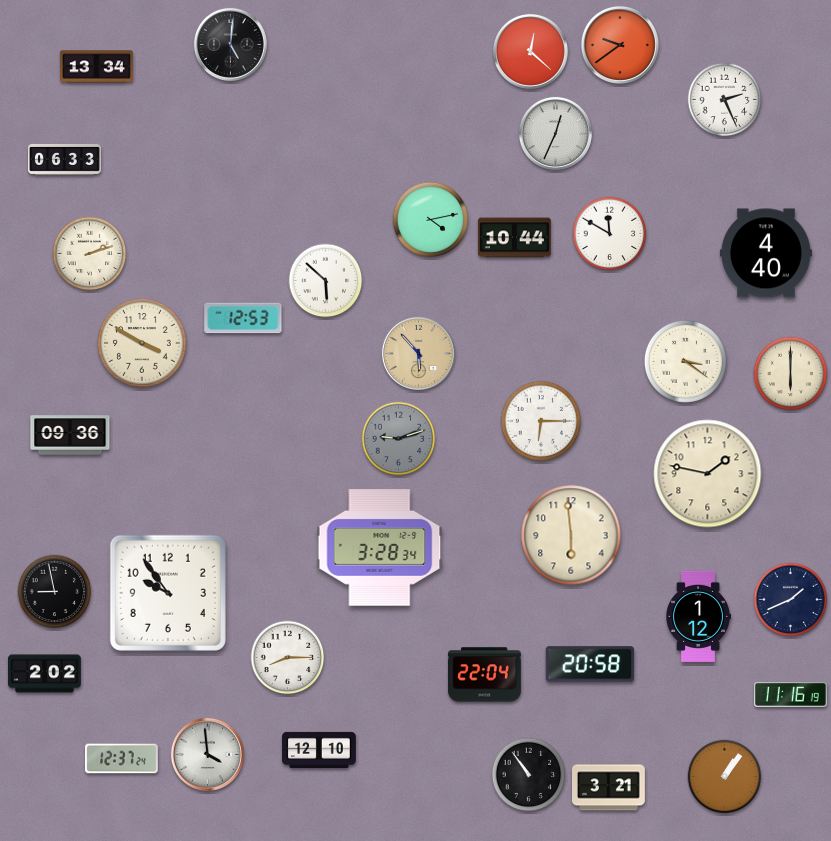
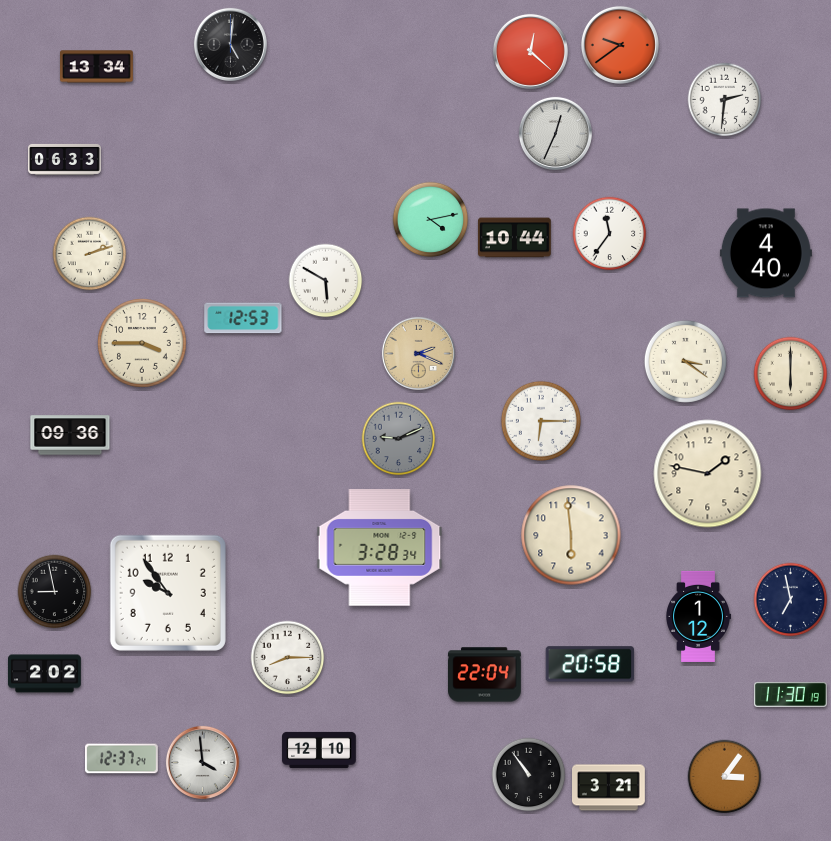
clock at (725, 100): 2:26 -> 2:31
clock at (610, 234): 11:50 -> 11:36
clock at (326, 281): 5:52 -> 5:50
clock at (143, 344): 3:50 -> 3:45
clock at (418, 353): 5:53 -> 2:19
clock at (399, 439): 9:12 -> 9:11
clock at (791, 600): 1:41 -> 6:58
clock at (791, 695): 11:16 -> 11:30
clock at (207, 754) position: (207, 754) -> (202, 762)
clock at (725, 777): 1:06 -> 3:06
